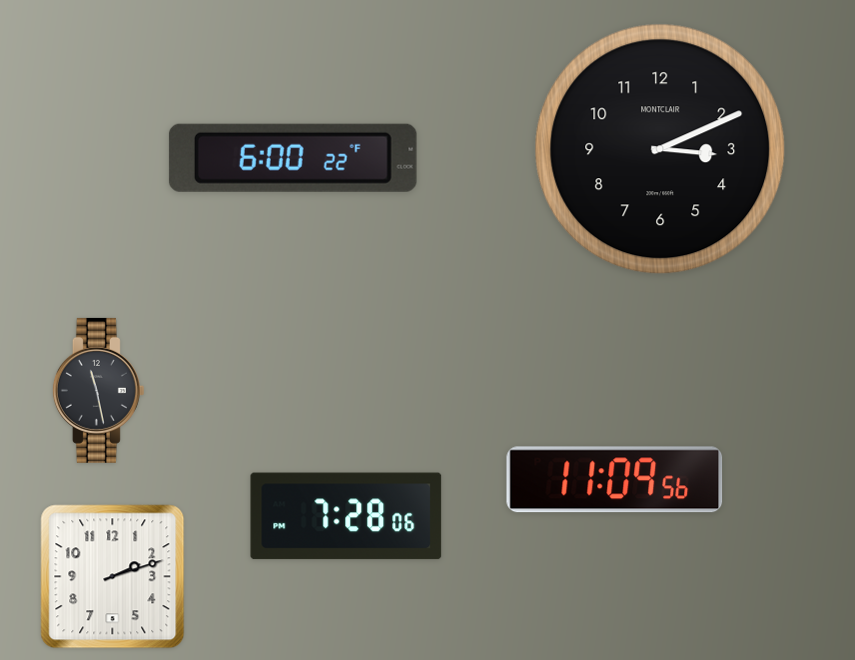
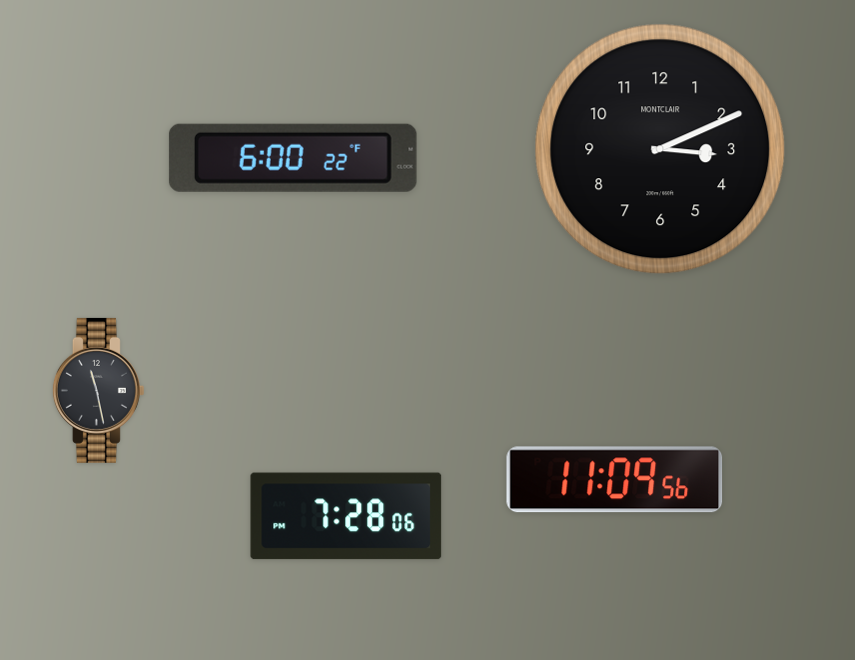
clock at (113, 577): 2:12 -> none
